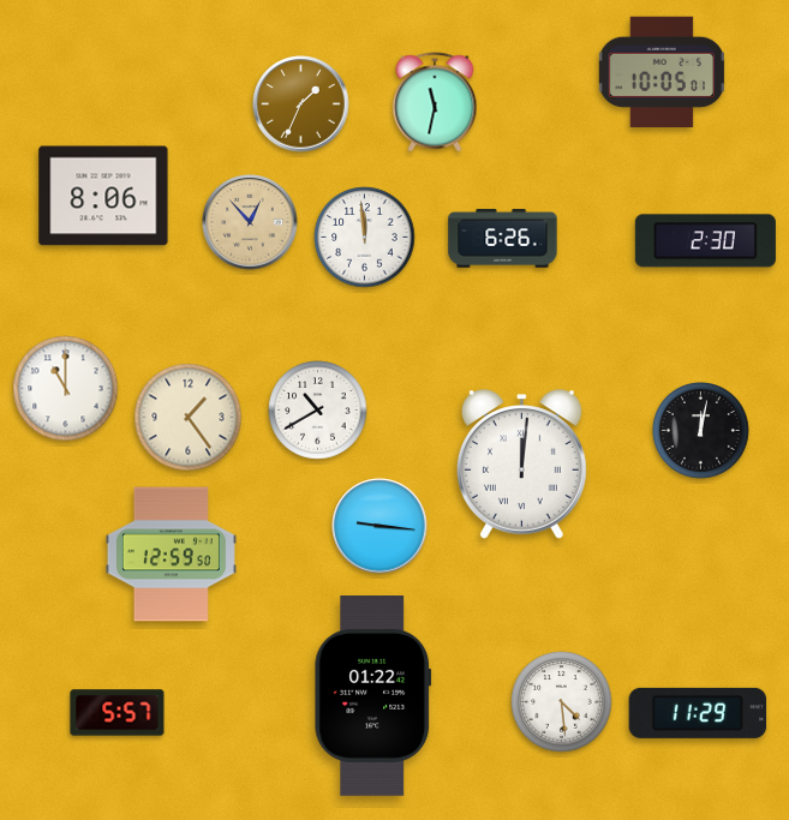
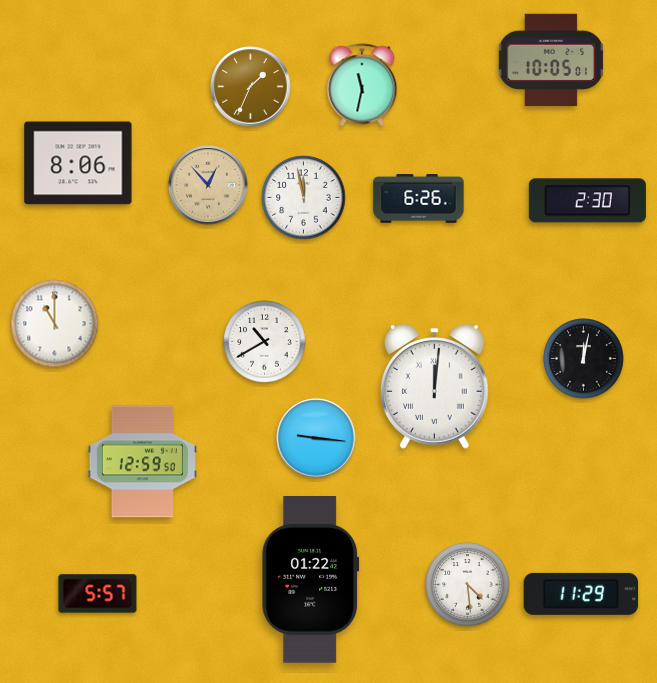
clock at (103, 196) position: (103, 196) -> (78, 163)
clock at (365, 238): 11:59 -> 11:58
clock at (189, 418): 1:24 -> none
